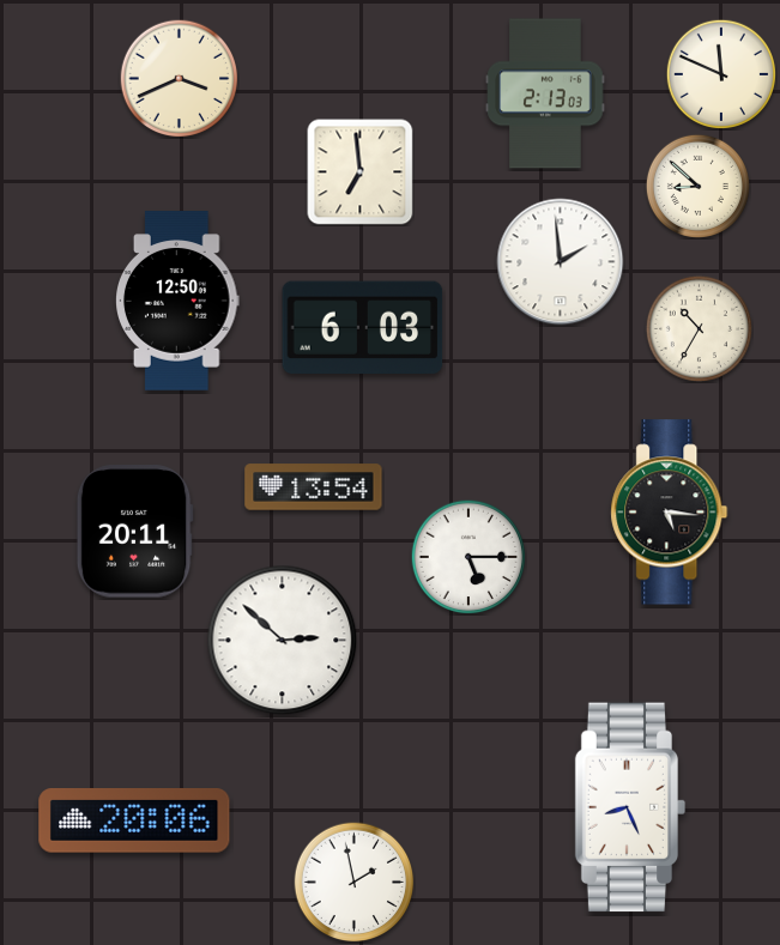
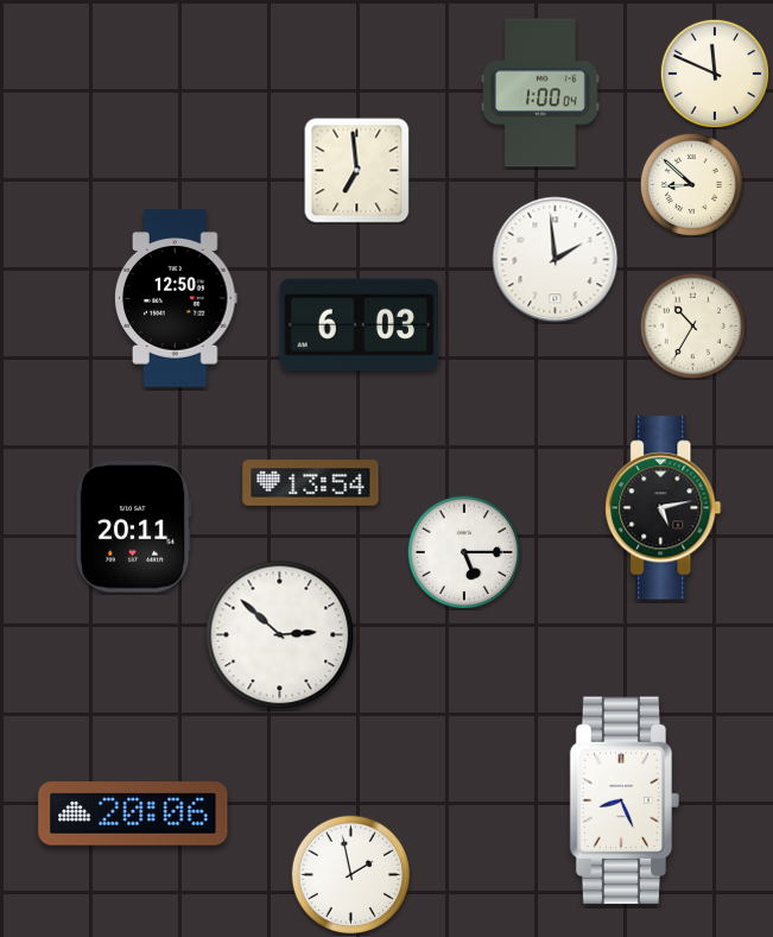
clock at (180, 79): 3:41 -> none
clock at (545, 93): 2:13 -> 1:00
clock at (670, 513): 5:16 -> 5:13
